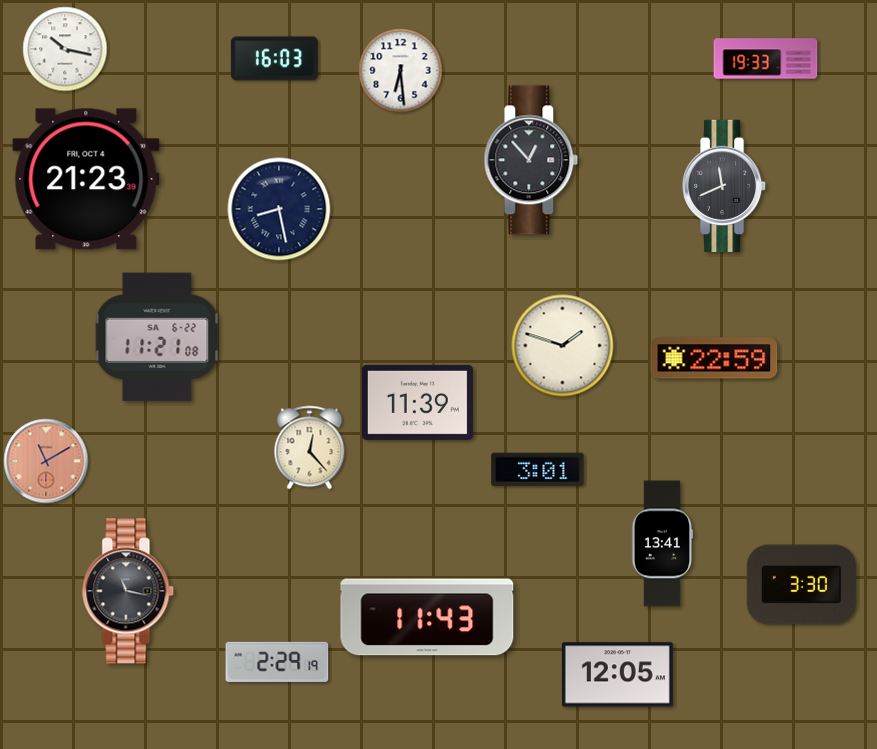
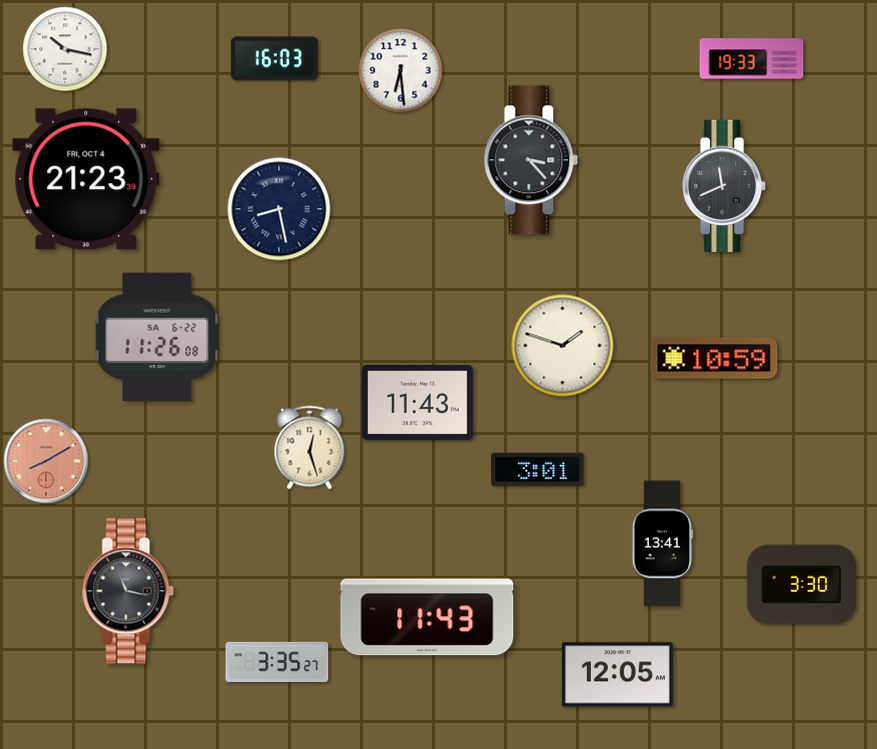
clock at (766, 59) position: (766, 59) -> (752, 59)
clock at (531, 160): 12:53 -> 3:23
clock at (157, 337): 11:21 -> 11:26
clock at (714, 358): 22:59 -> 10:59
clock at (417, 402): 11:39 -> 11:43
clock at (310, 448): 12:23 -> 12:27
clock at (46, 461): 11:10 -> 8:10
clock at (277, 662): 2:29 -> 3:35
